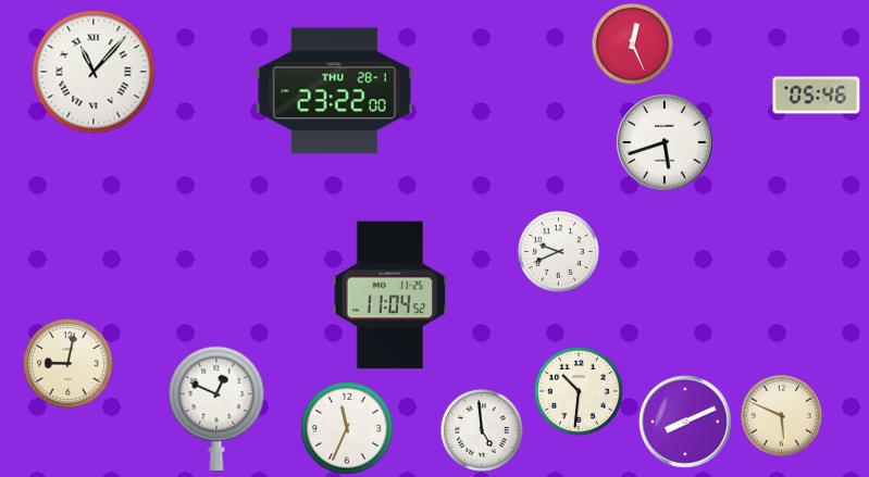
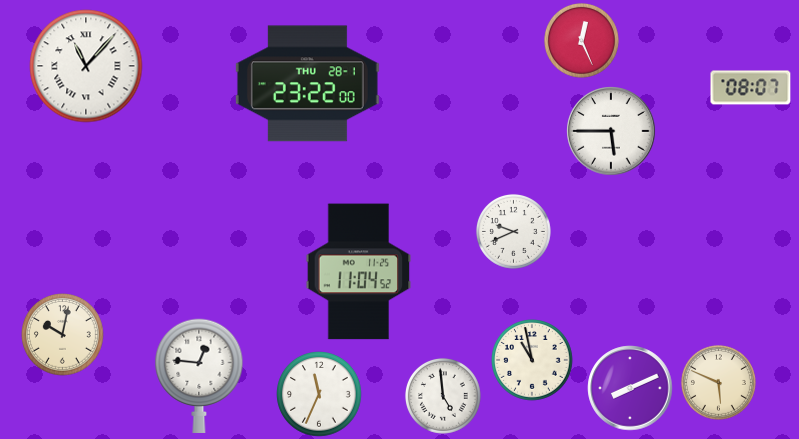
clock at (817, 96): 05:46 -> 08:07
clock at (665, 142): 5:42 -> 5:45
clock at (69, 364): 9:02 -> 10:02
clock at (580, 392): 10:31 -> 10:58
clock at (216, 407): 12:49 -> 12:46
